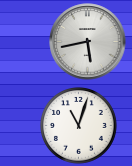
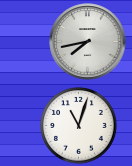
clock at (88, 42): 5:43 -> 7:43
